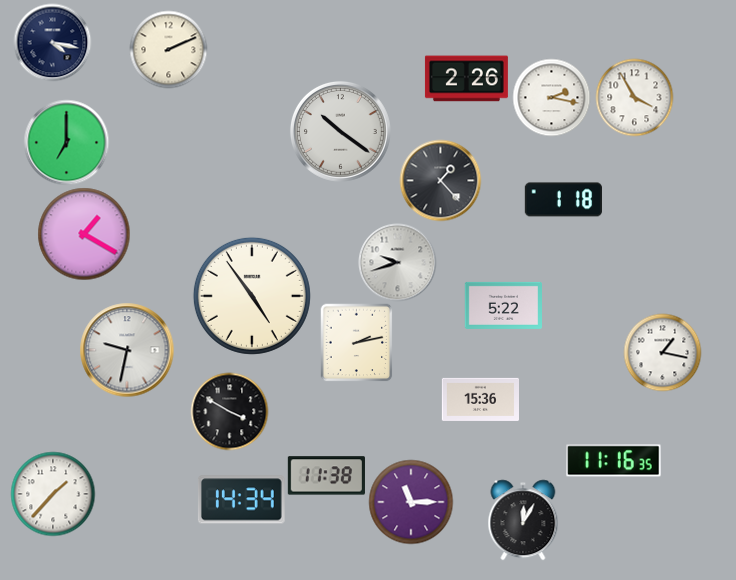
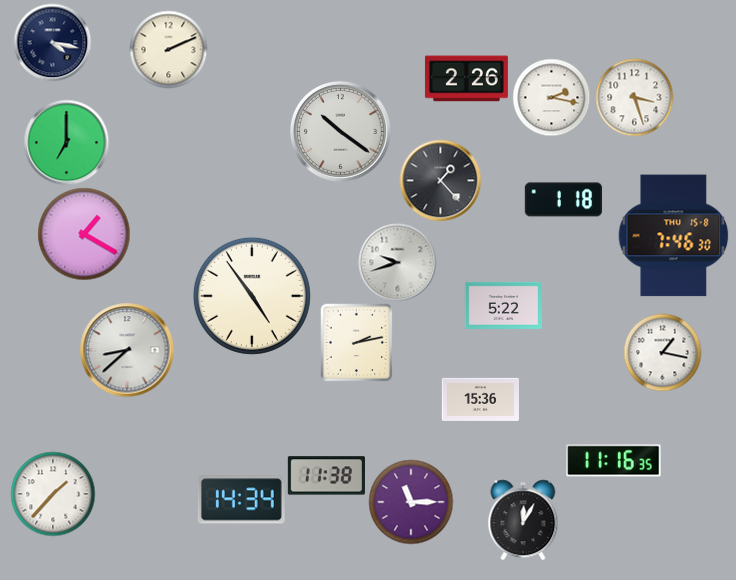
clock at (634, 97): 3:55 -> 3:27
clock at (674, 236): none -> 7:46
clock at (127, 350): 9:32 -> 8:38
clock at (229, 411): 3:50 -> none
